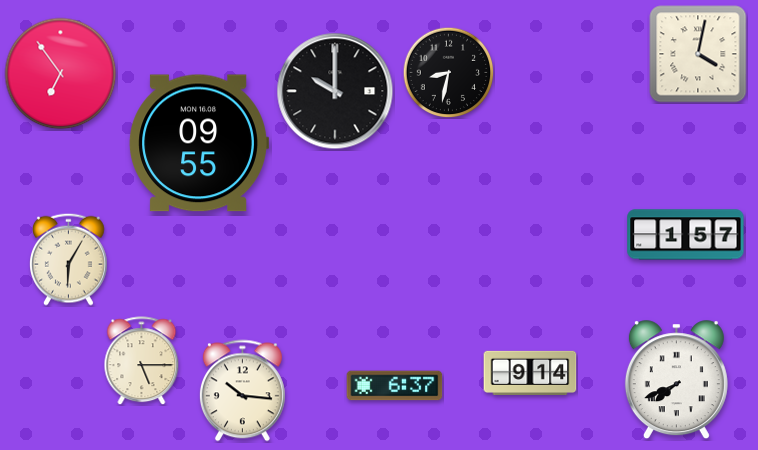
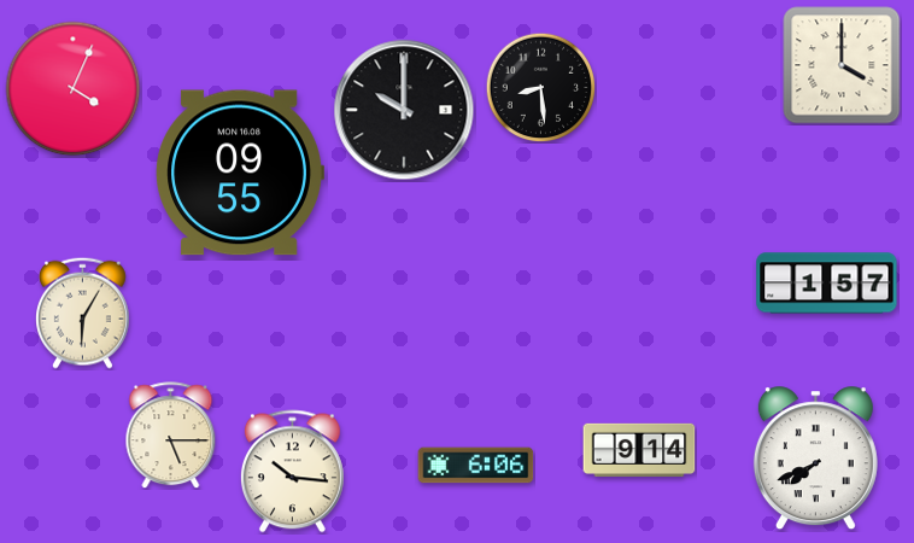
clock at (698, 54): 4:02 -> 4:00
clock at (448, 72): 8:32 -> 8:29
clock at (61, 74): 6:54 -> 4:04
clock at (395, 386): 6:37 -> 6:06
